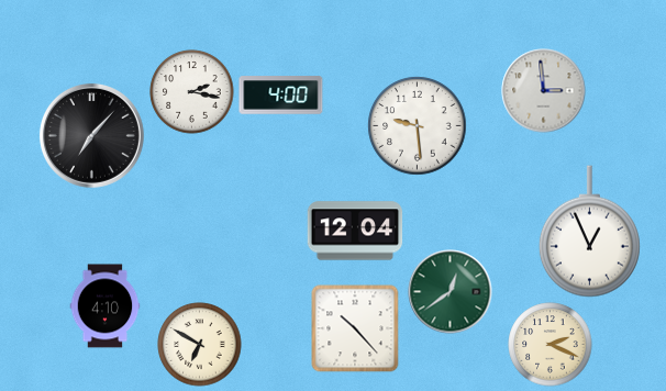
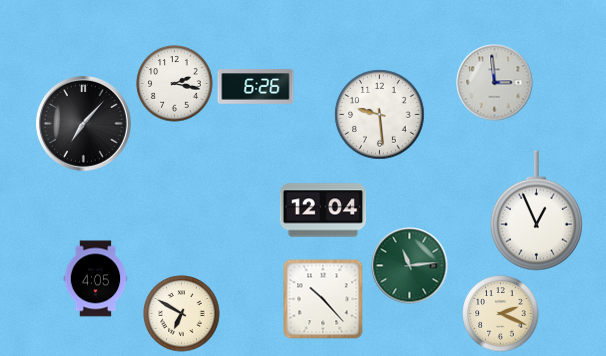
clock at (281, 96): 4:00 -> 6:26
clock at (451, 292): 12:39 -> 11:14
clock at (106, 306): 4:10 -> 4:05
